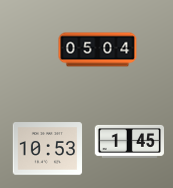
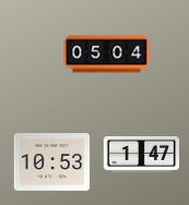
clock at (130, 141): 1:45 -> 1:47
